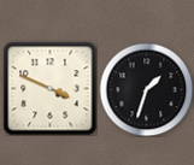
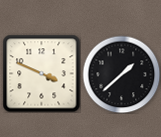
clock at (146, 89): 1:33 -> 1:38
